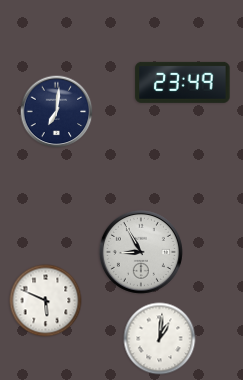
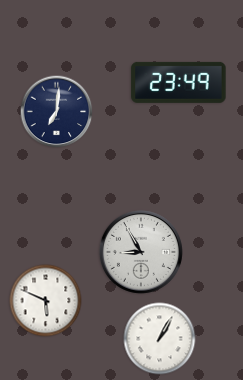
clock at (183, 82) position: (183, 82) -> (179, 82)
clock at (160, 339): 1:01 -> 1:05
